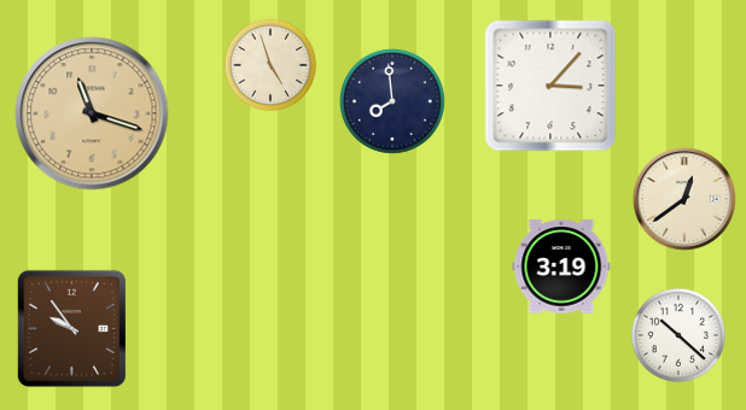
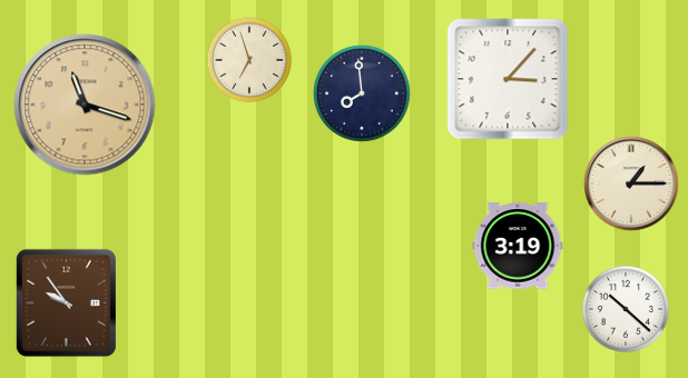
clock at (270, 65): 4:57 -> 6:57
clock at (686, 200): 12:39 -> 1:15
